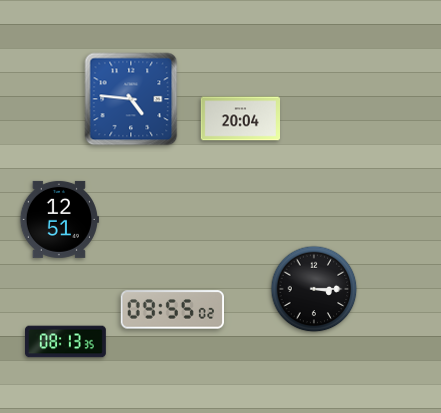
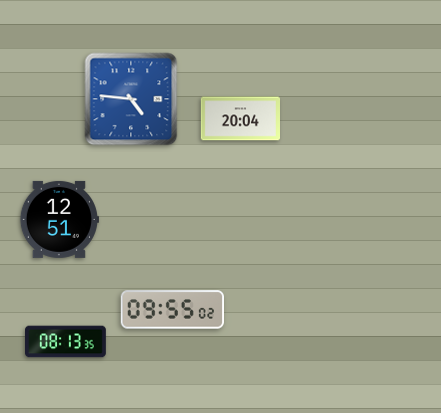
clock at (314, 289): 3:15 -> none
